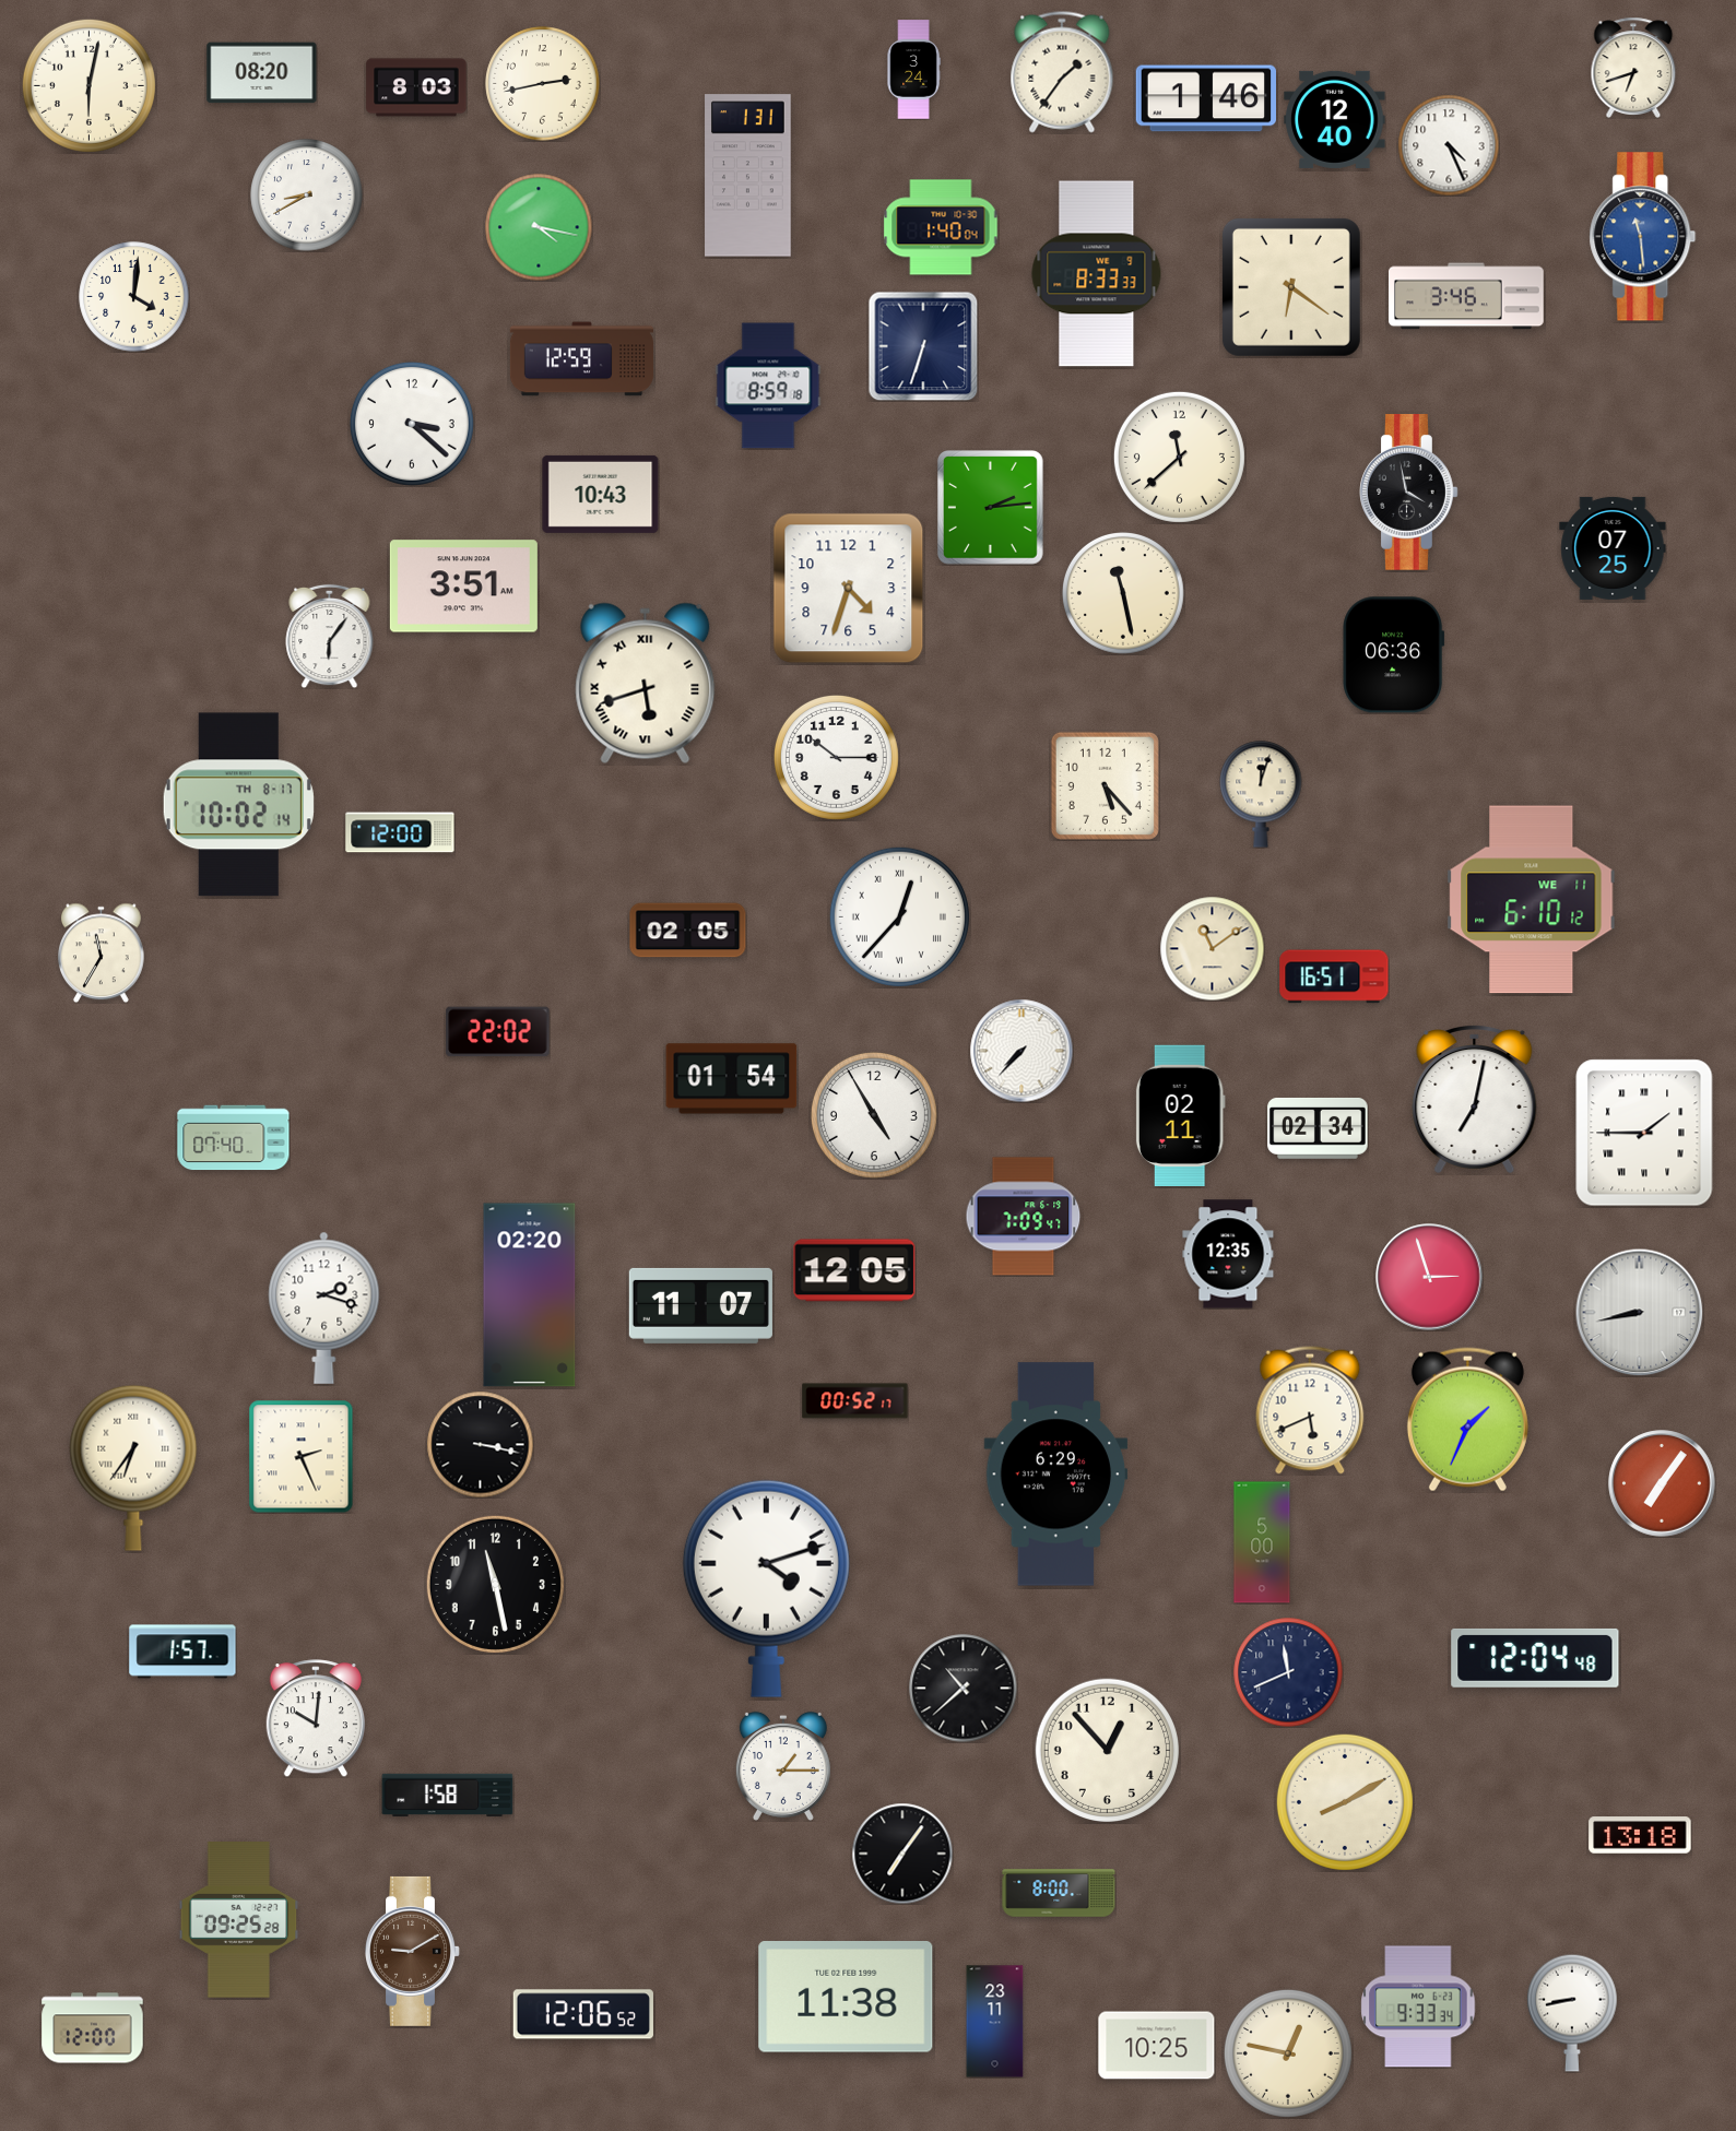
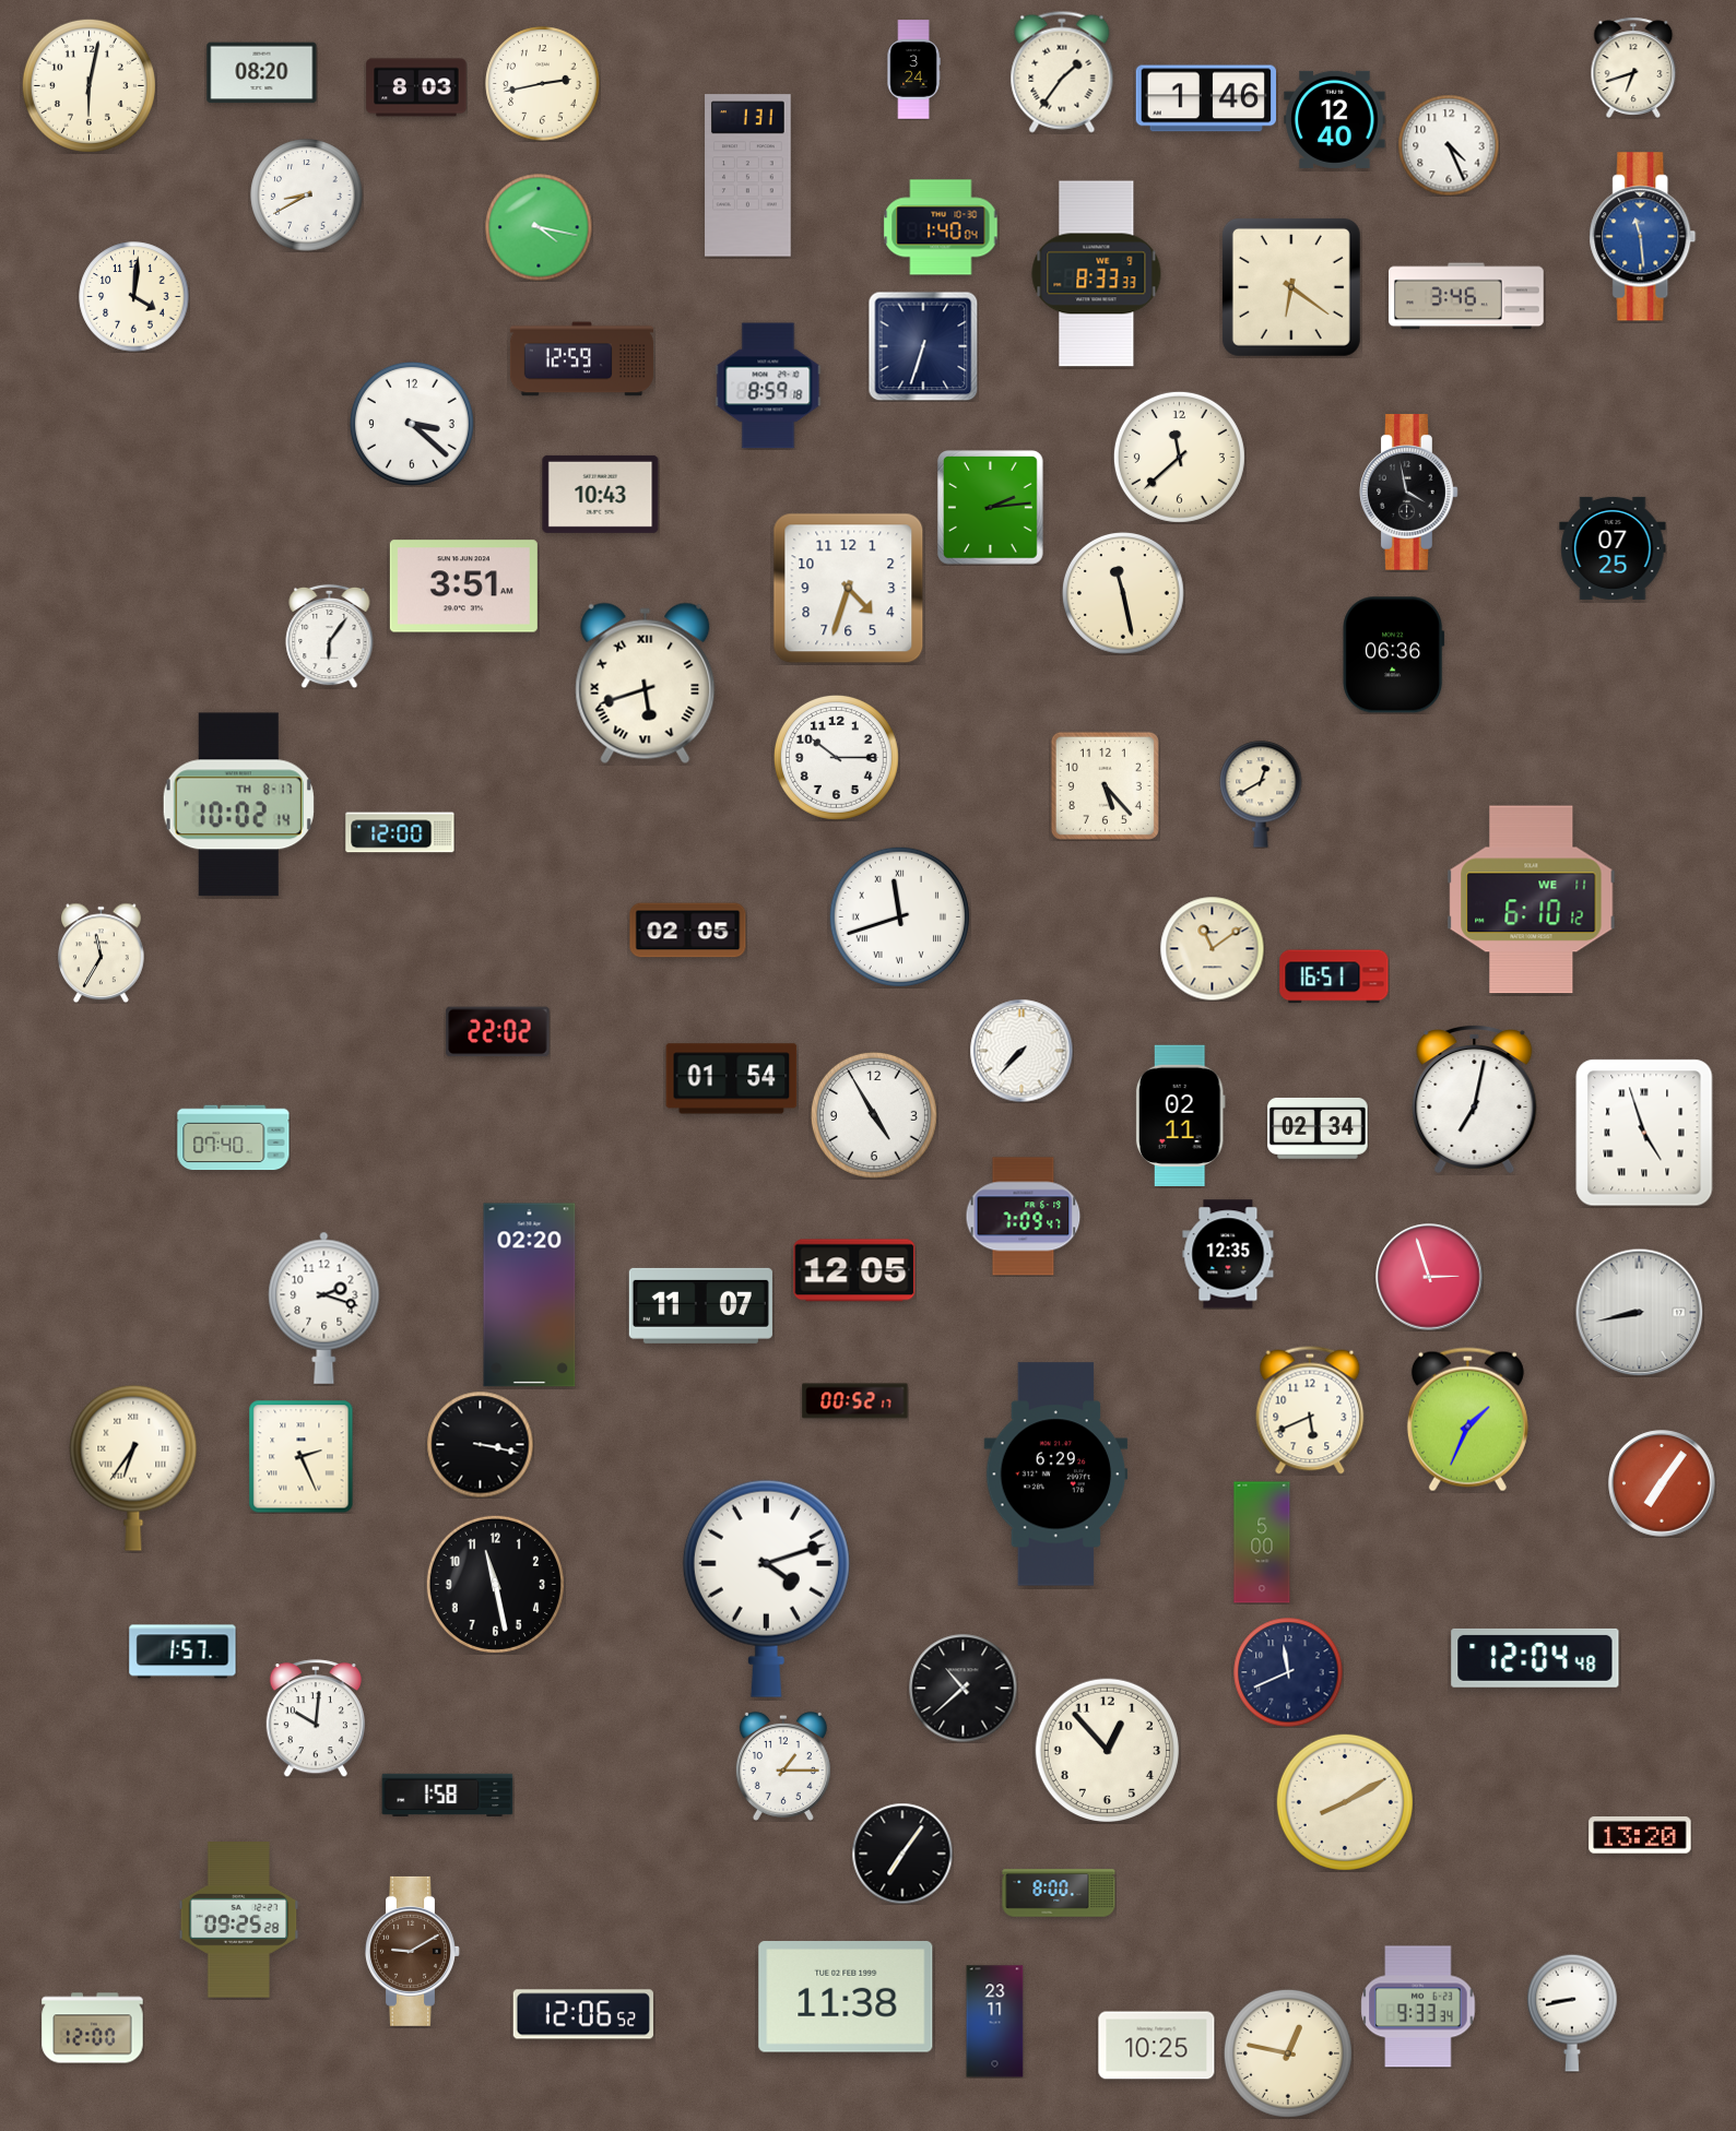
clock at (1261, 794): 12:03 -> 12:40
clock at (899, 916): 12:37 -> 11:42
clock at (1644, 1133): 1:45 -> 4:57
clock at (1640, 1835): 13:18 -> 13:20
